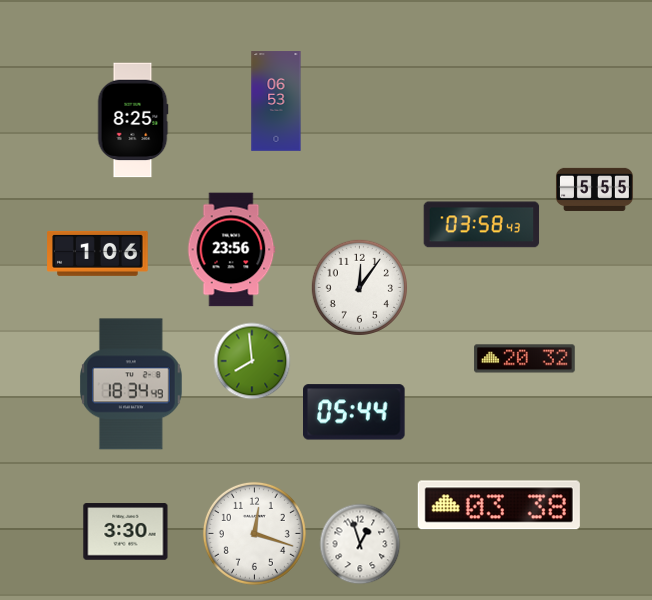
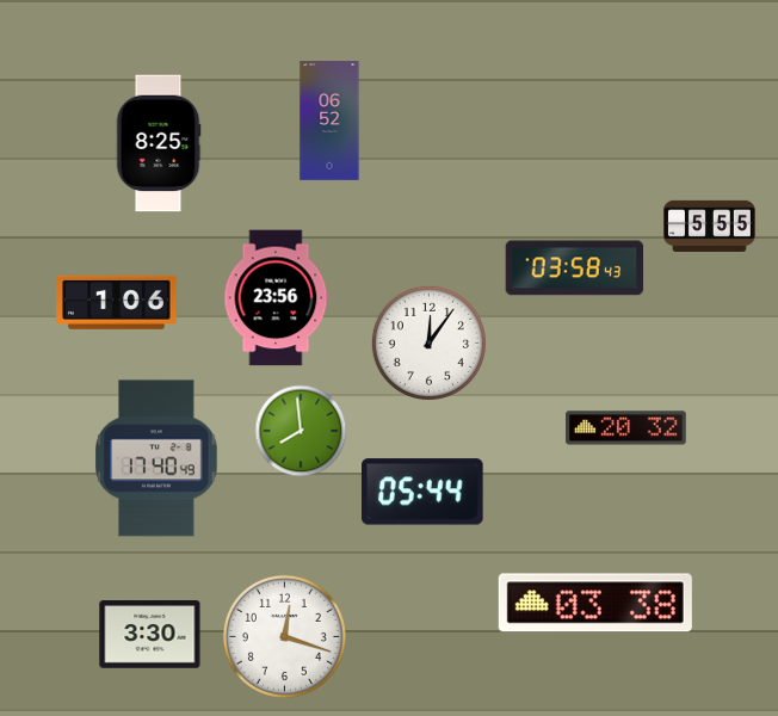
clock at (276, 101): 06:53 -> 06:52
clock at (132, 384): 18:34 -> 17:40
clock at (254, 533) position: (254, 533) -> (284, 636)
clock at (360, 544): 12:57 -> none
